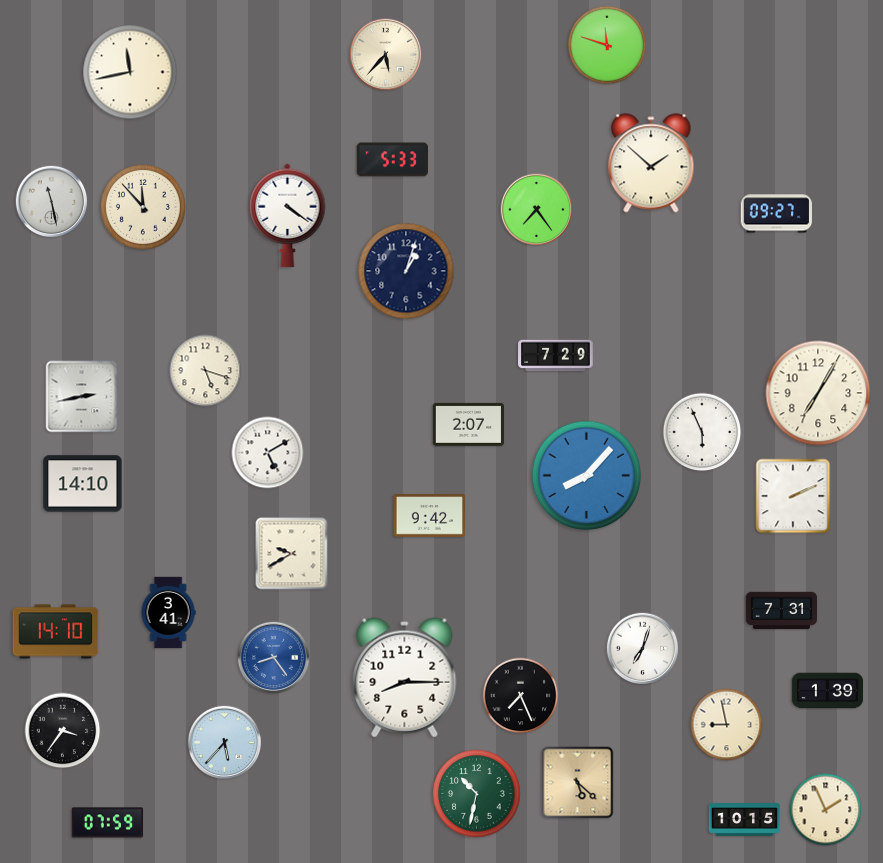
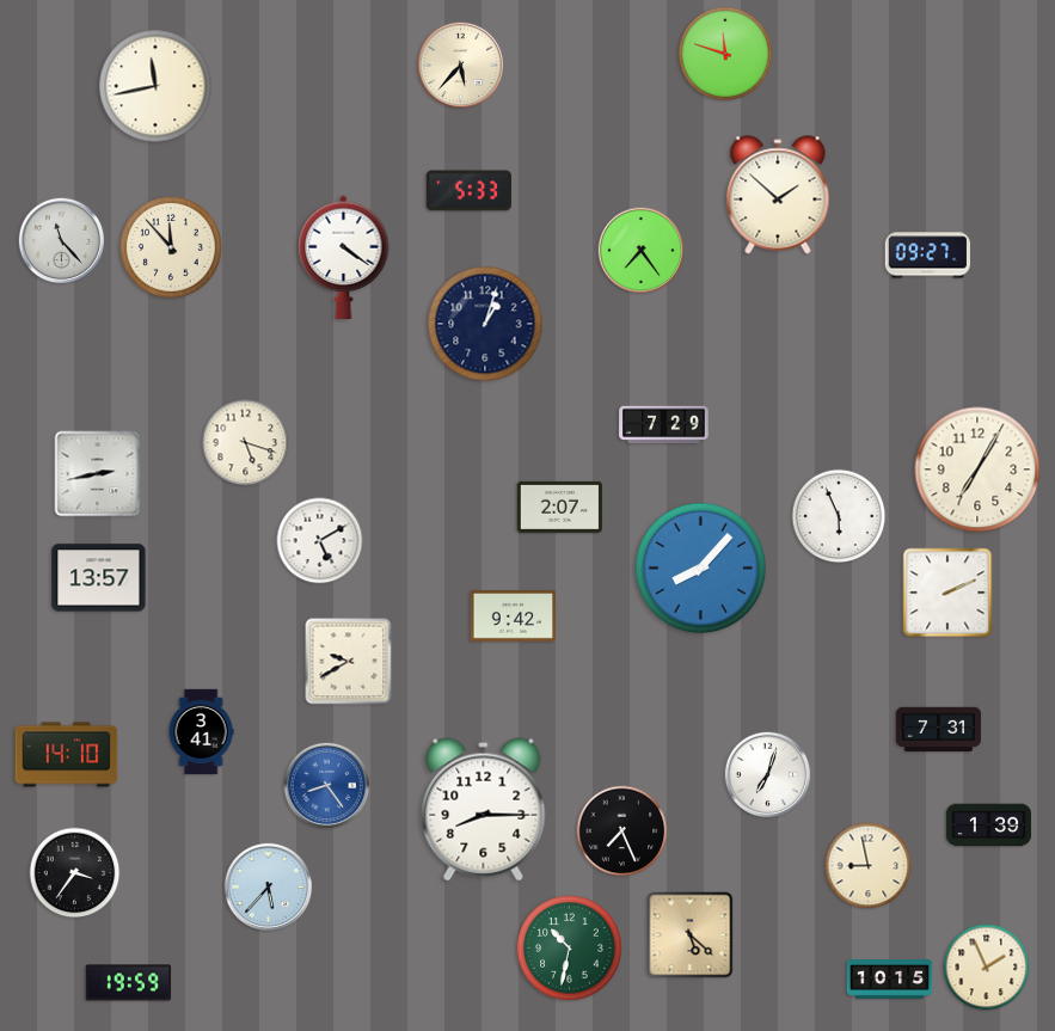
clock at (52, 202): 11:28 -> 11:23
clock at (83, 484): 14:10 -> 13:57
clock at (782, 611) position: (782, 611) -> (939, 730)
clock at (108, 823): 07:59 -> 19:59
